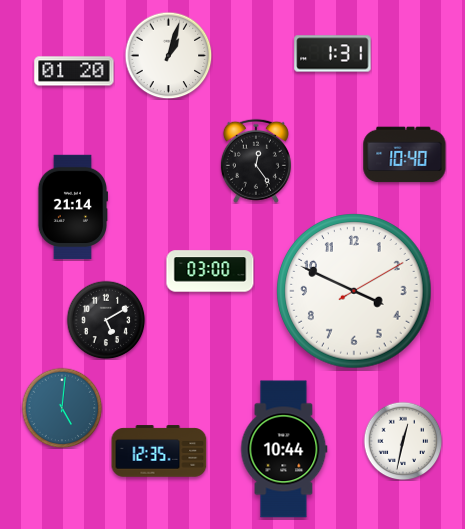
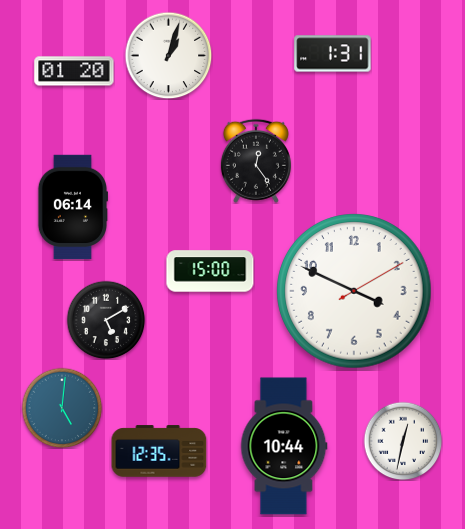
clock at (405, 155): 10:40 -> none
clock at (73, 207): 21:14 -> 06:14
clock at (210, 271): 03:00 -> 15:00
clock at (284, 449) position: (284, 449) -> (284, 446)
